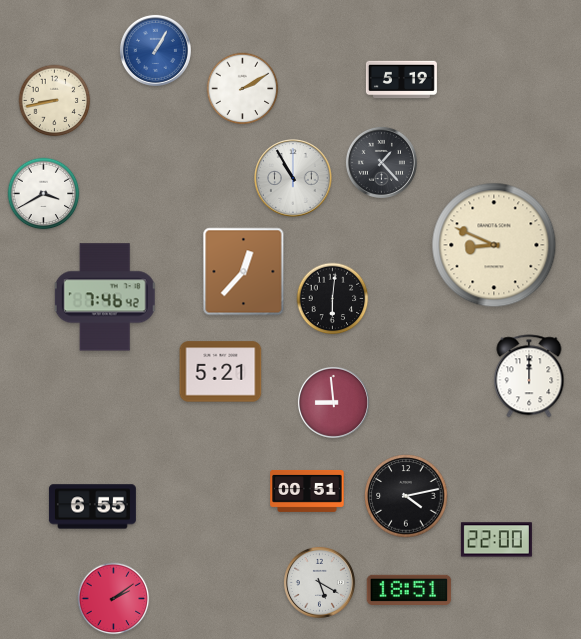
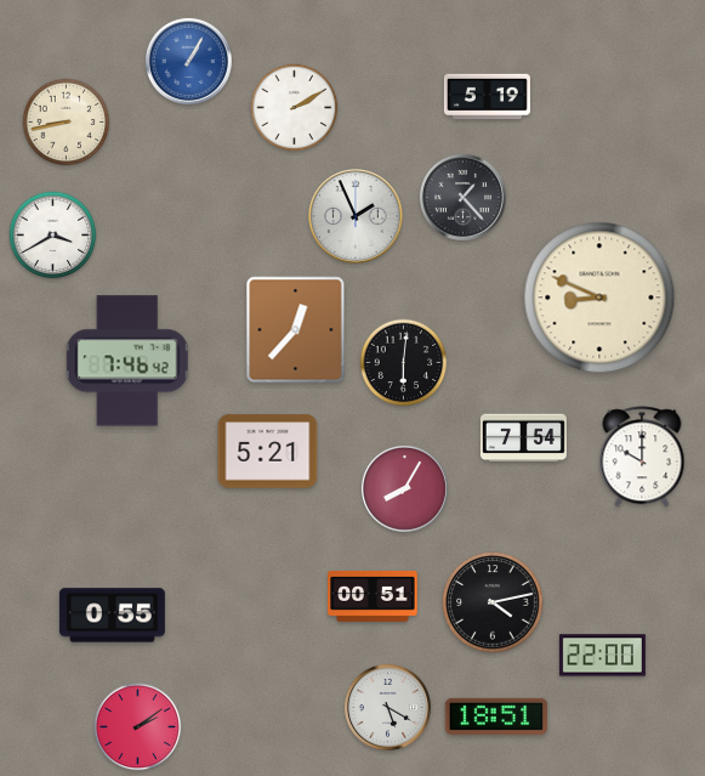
clock at (293, 178): 10:55 -> 1:56
clock at (523, 438): none -> 7:54
clock at (529, 376): 12:00 -> 10:00
clock at (333, 402): 8:59 -> 8:05
clock at (92, 507): 6:55 -> 0:55
